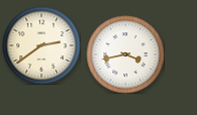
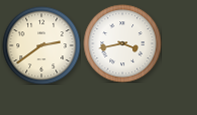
clock at (125, 54) position: (125, 54) -> (122, 43)
